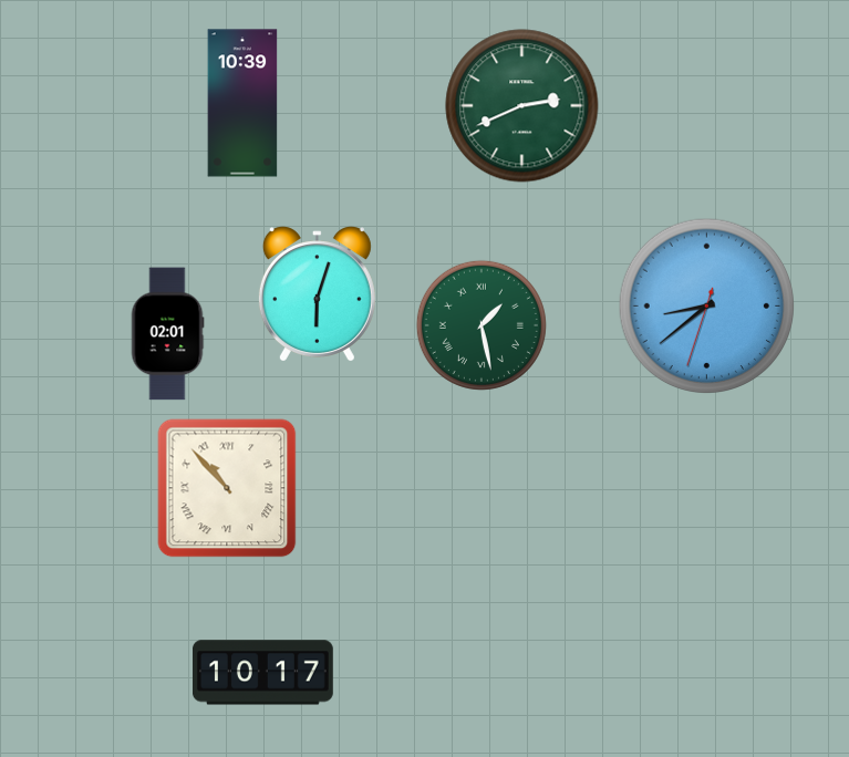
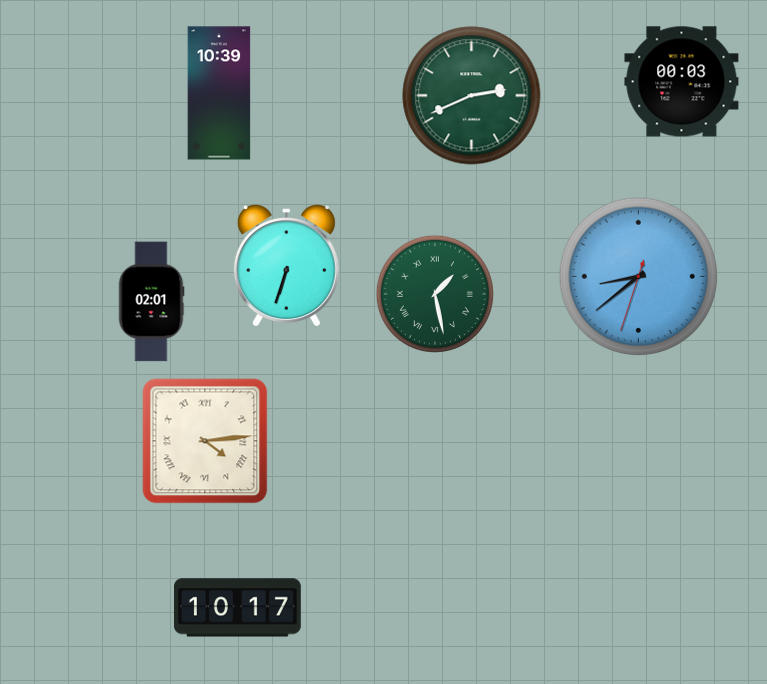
clock at (682, 82): none -> 00:03
clock at (317, 293): 6:03 -> 6:33
clock at (227, 488): 10:53 -> 4:14
